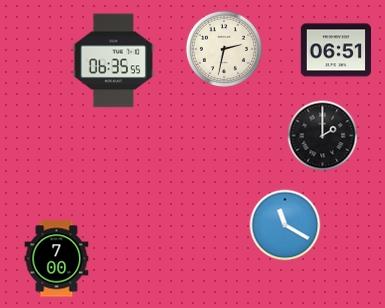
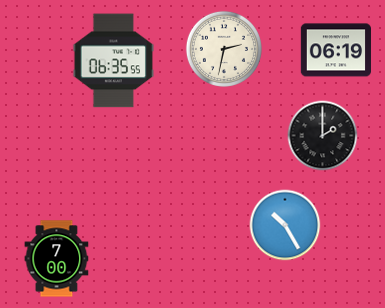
clock at (336, 50): 06:51 -> 06:19
clock at (285, 225): 11:20 -> 10:25
